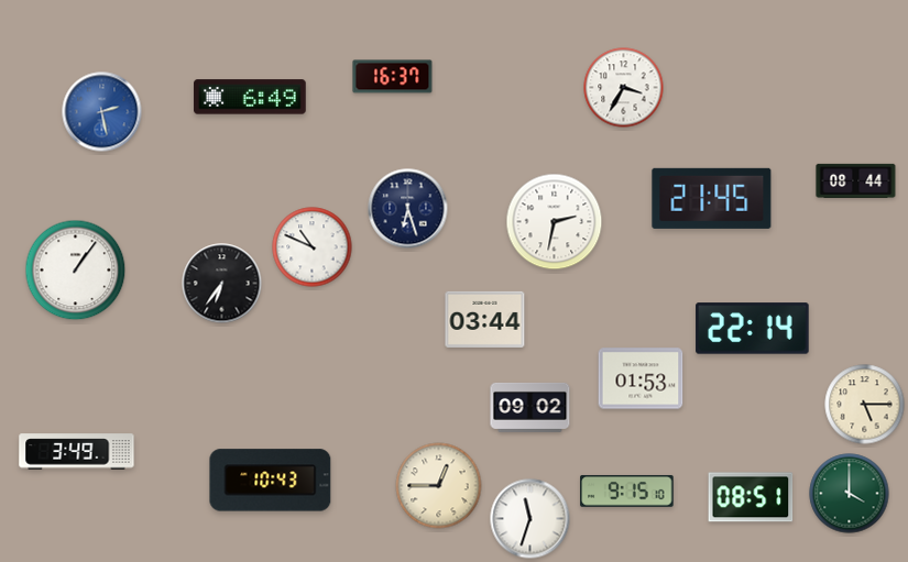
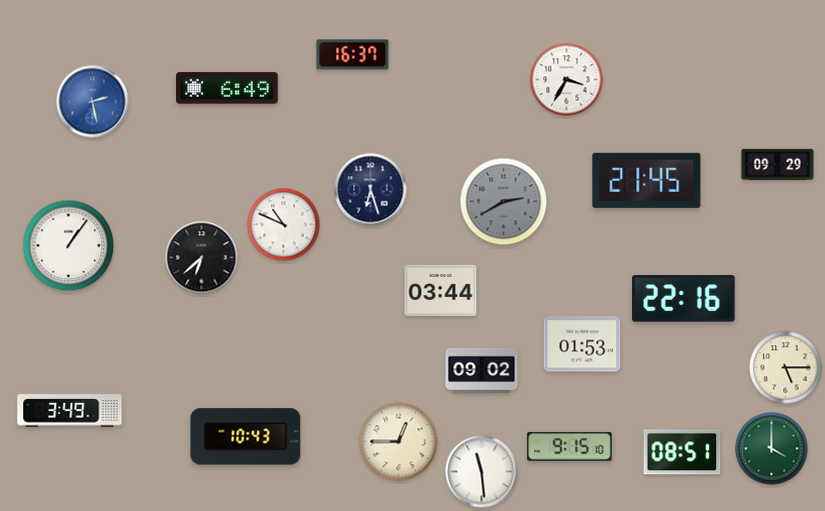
clock at (393, 77) position: (393, 77) -> (353, 55)
clock at (856, 180): 08:44 -> 09:29
clock at (555, 222): 2:32 -> 2:40
clock at (555, 222) dial: white -> grey
clock at (222, 284): 6:36 -> 6:38
clock at (753, 329): 22:14 -> 22:16
clock at (530, 519): 11:33 -> 11:29
